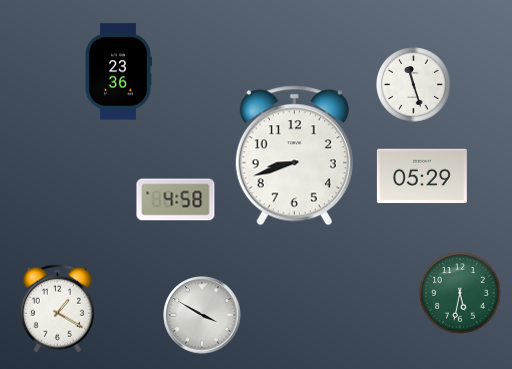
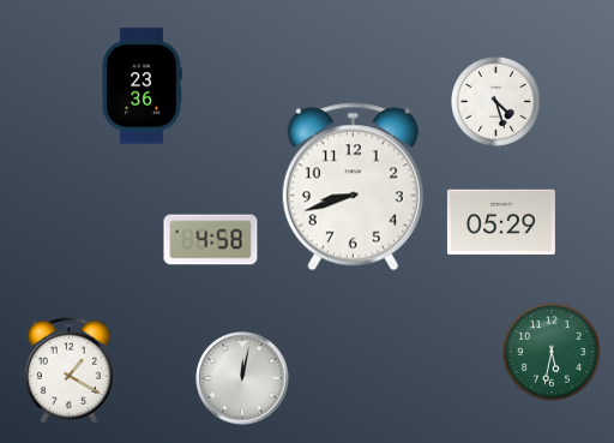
clock at (414, 85): 11:27 -> 4:27
clock at (422, 176) position: (422, 176) -> (501, 222)
clock at (202, 315): 3:50 -> 12:02
